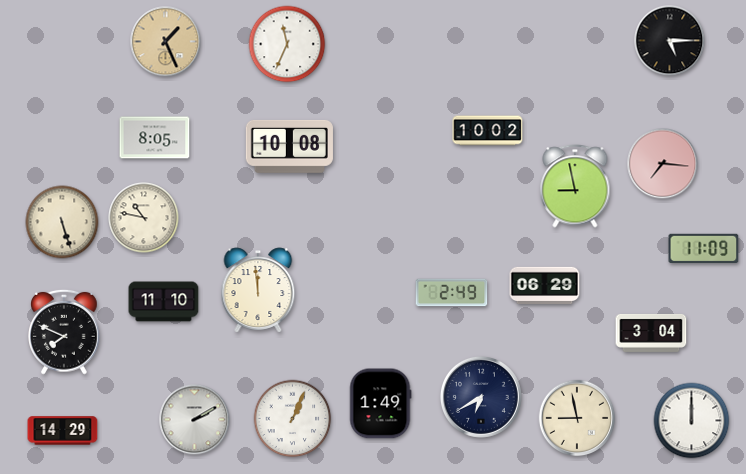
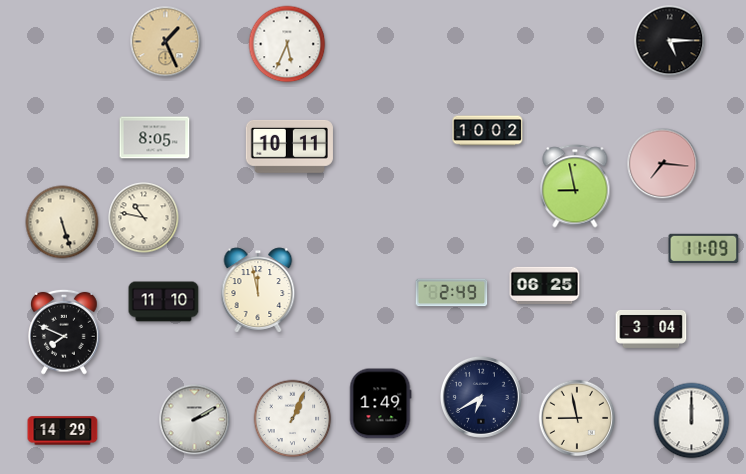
clock at (287, 44): 11:34 -> 5:34
clock at (289, 146): 10:08 -> 10:11
clock at (545, 285): 06:29 -> 06:25
clock at (258, 290): 11:59 -> 11:58
clock at (651, 333) position: (651, 333) -> (651, 329)
